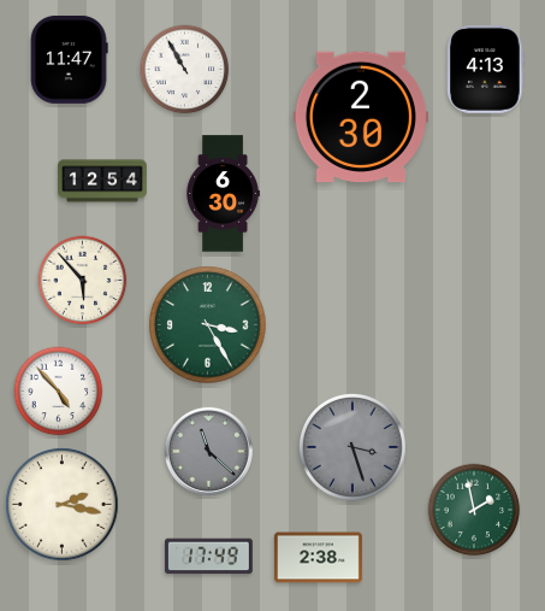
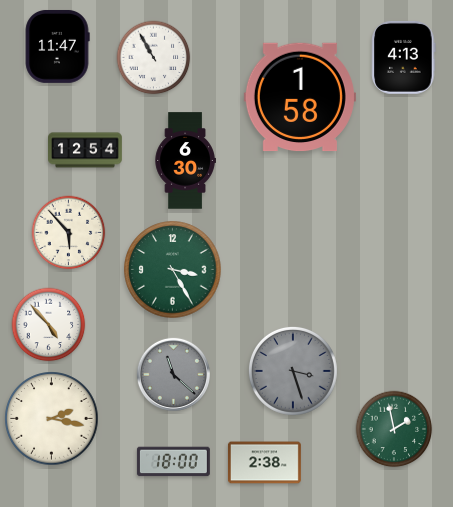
clock at (69, 59) position: (69, 59) -> (57, 46)
clock at (361, 117): 2:30 -> 1:58
clock at (474, 510) position: (474, 510) -> (394, 429)
clock at (208, 557): 17:49 -> 18:00
